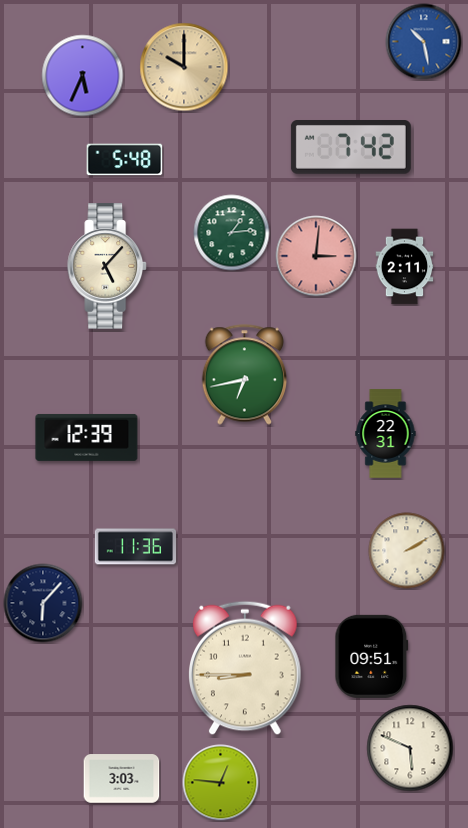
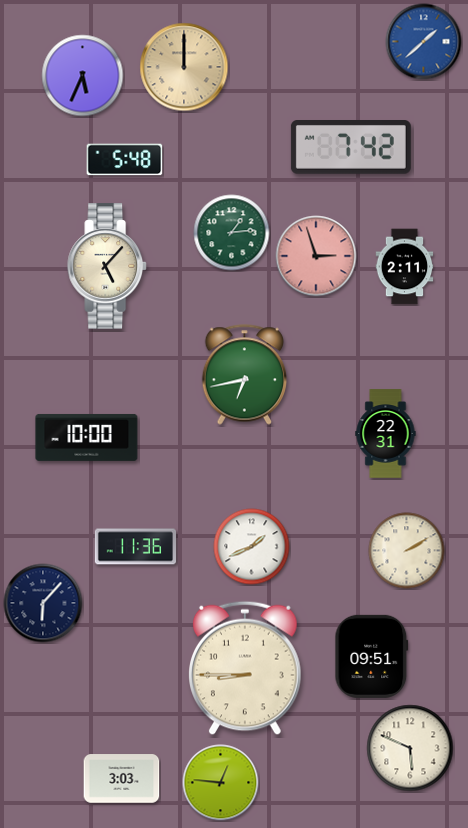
clock at (424, 42): 10:28 -> 1:38
clock at (184, 67): 10:00 -> 12:00
clock at (316, 256): 3:01 -> 2:57
clock at (87, 437): 12:39 -> 10:00
clock at (252, 547): none -> 1:41
